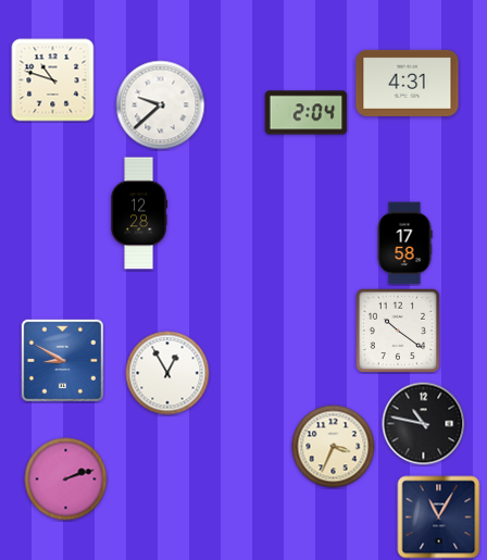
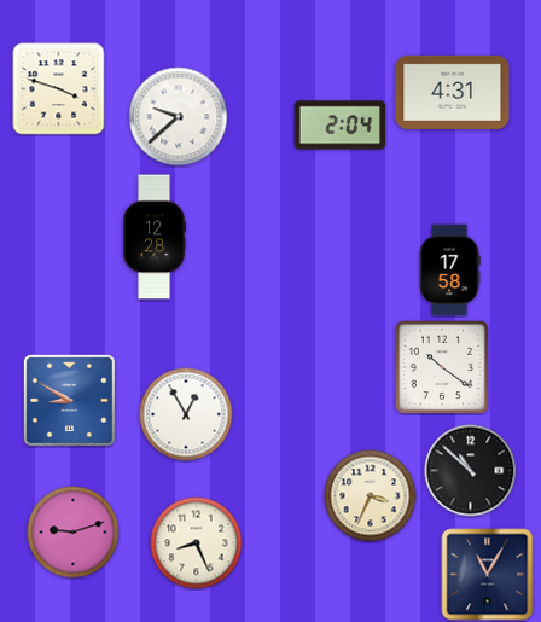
clock at (53, 80): 10:48 -> 3:48
clock at (424, 424): 10:47 -> 10:52
clock at (66, 480): 2:12 -> 9:12
clock at (197, 543): none -> 8:26
